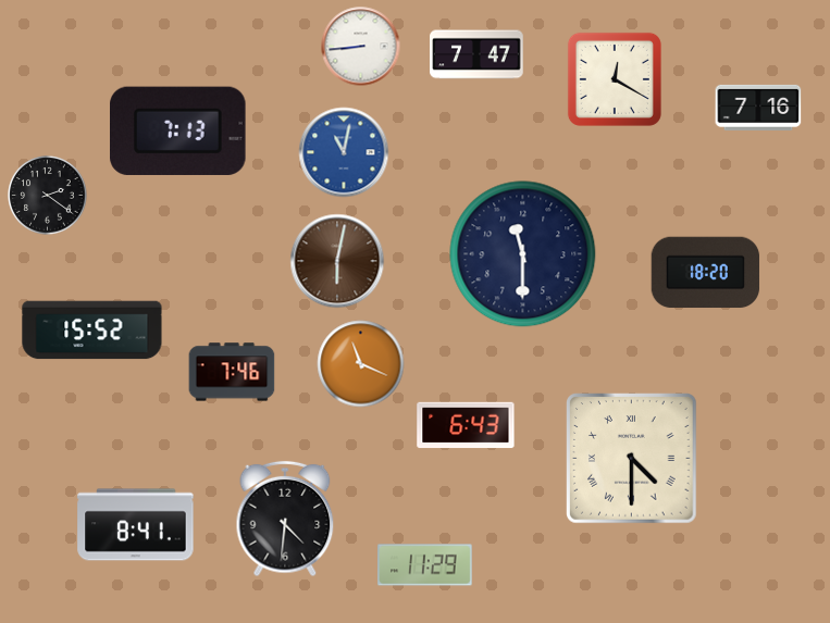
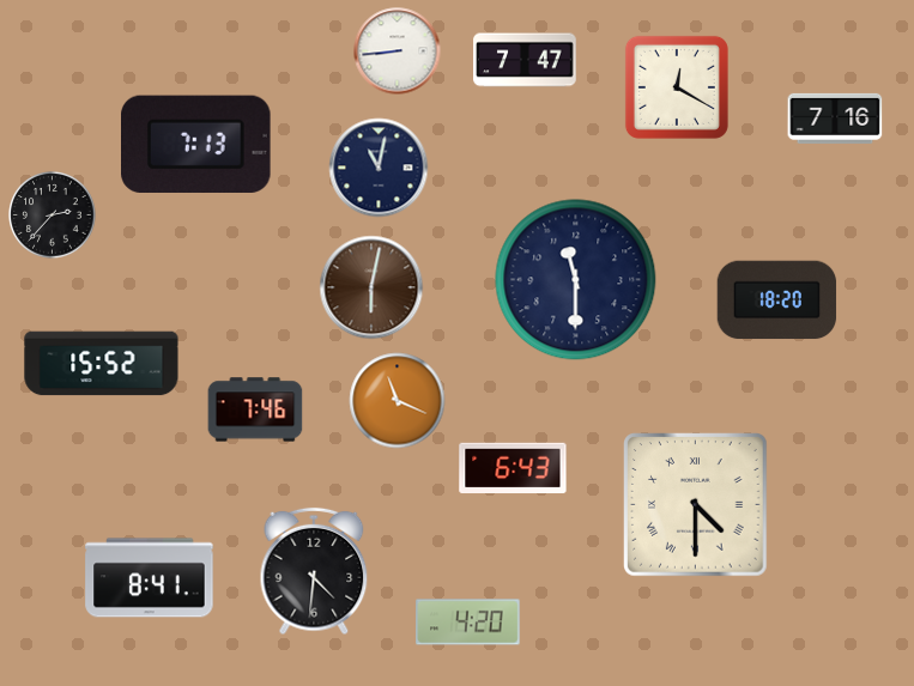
clock at (344, 152) dial: blue -> navy
clock at (48, 196): 2:21 -> 2:37
clock at (425, 565): 11:29 -> 4:20
